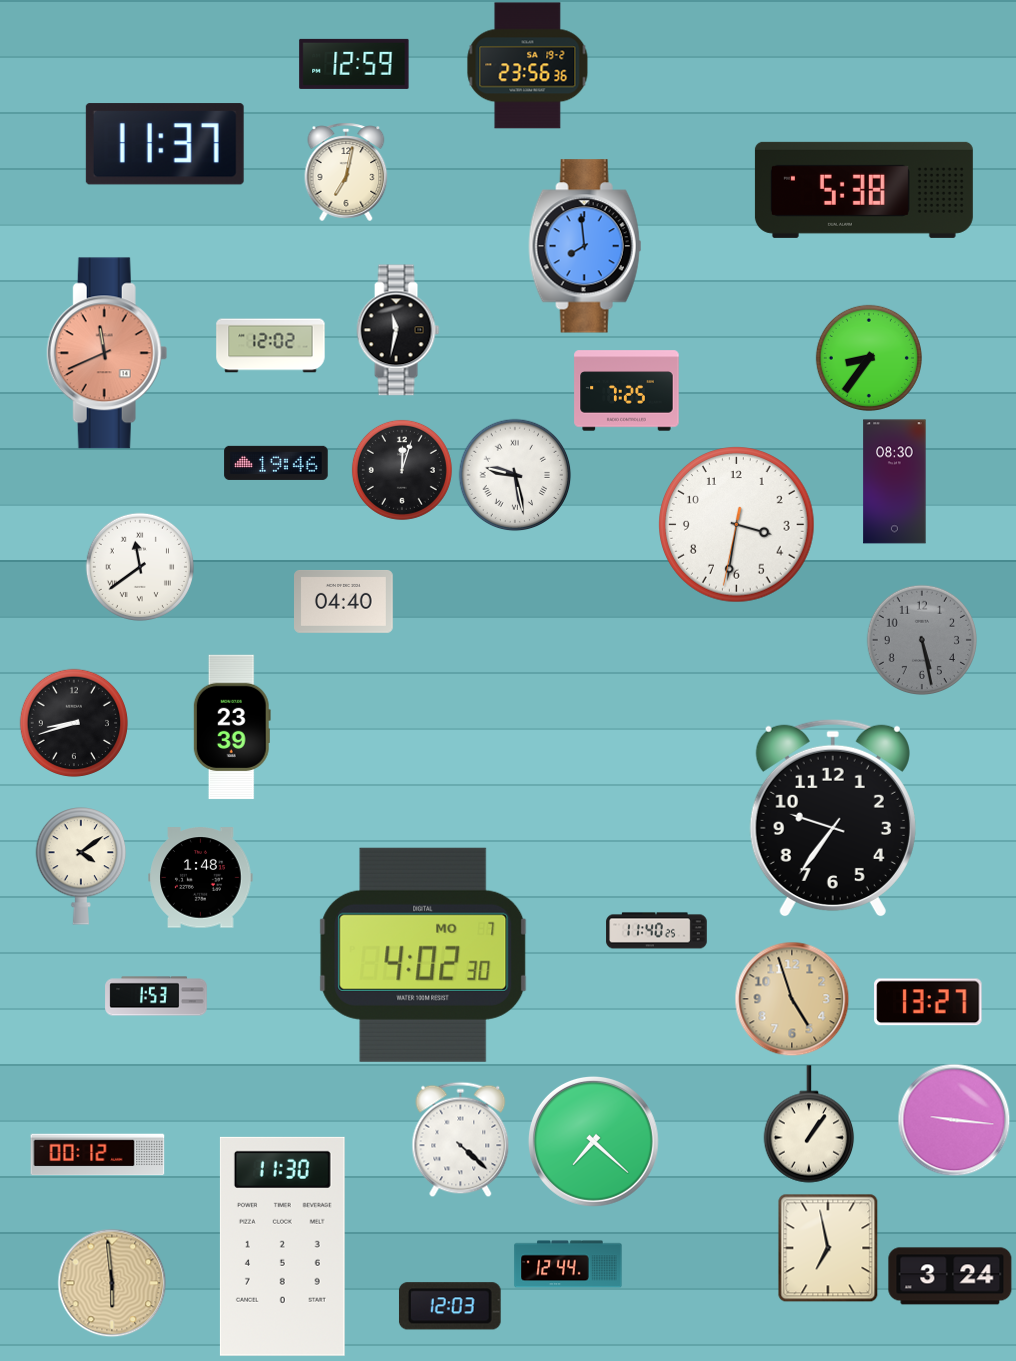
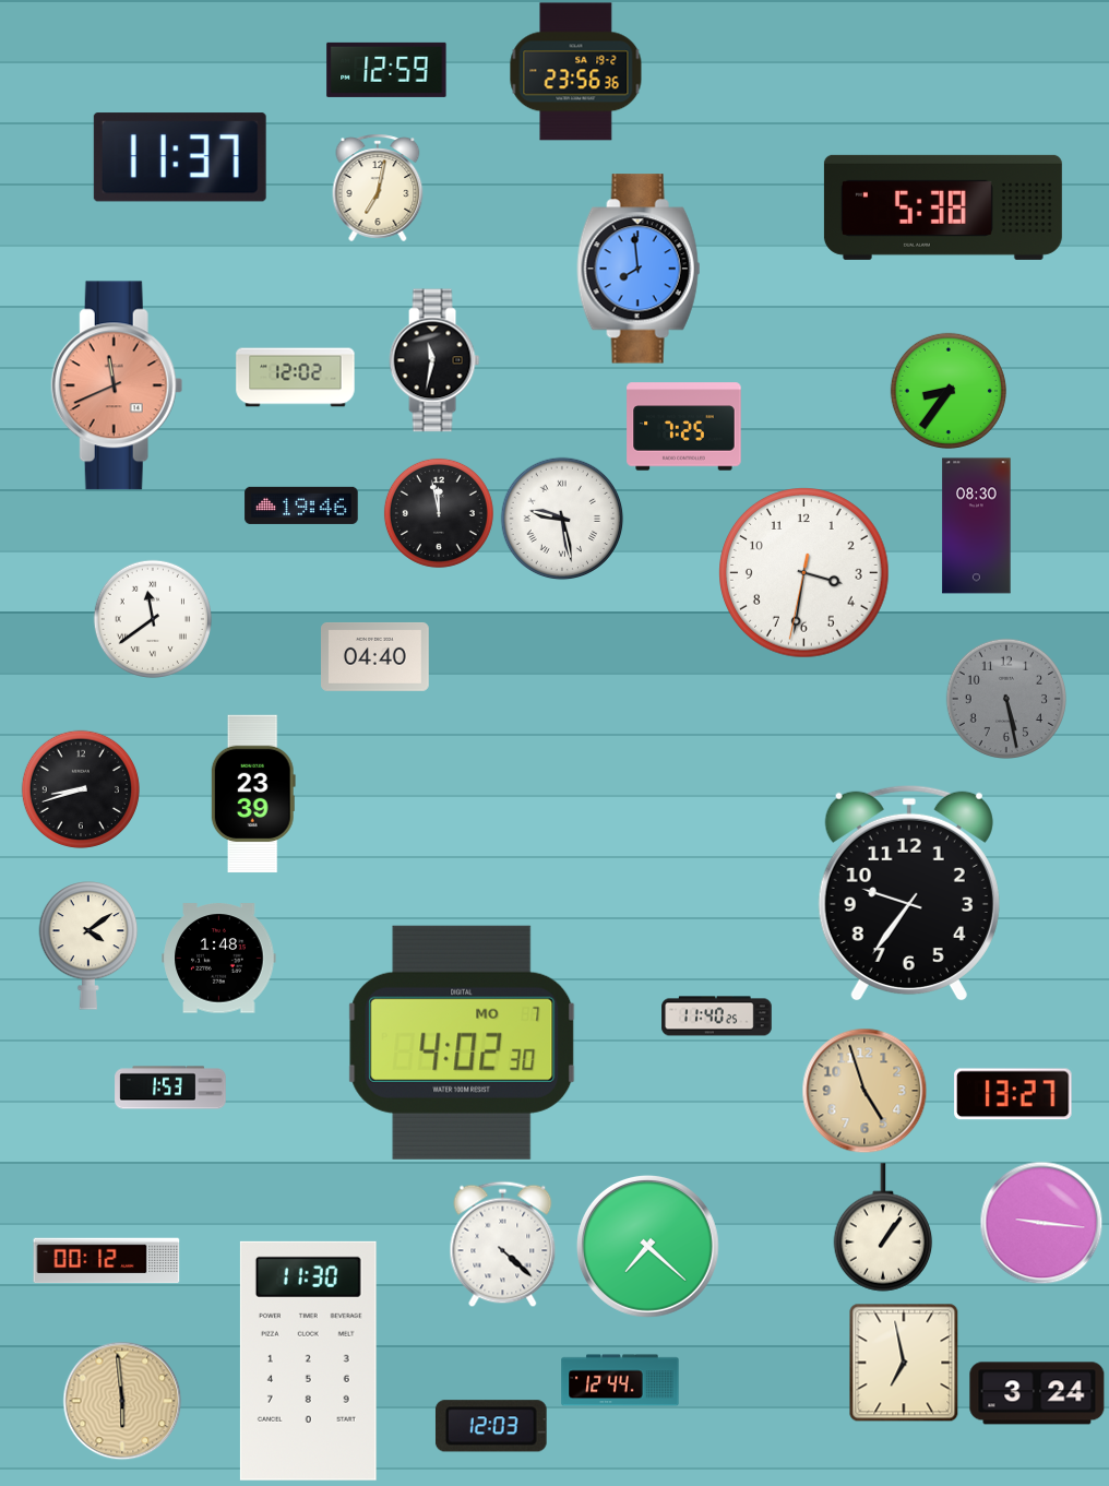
clock at (402, 470): 12:03 -> 11:58
